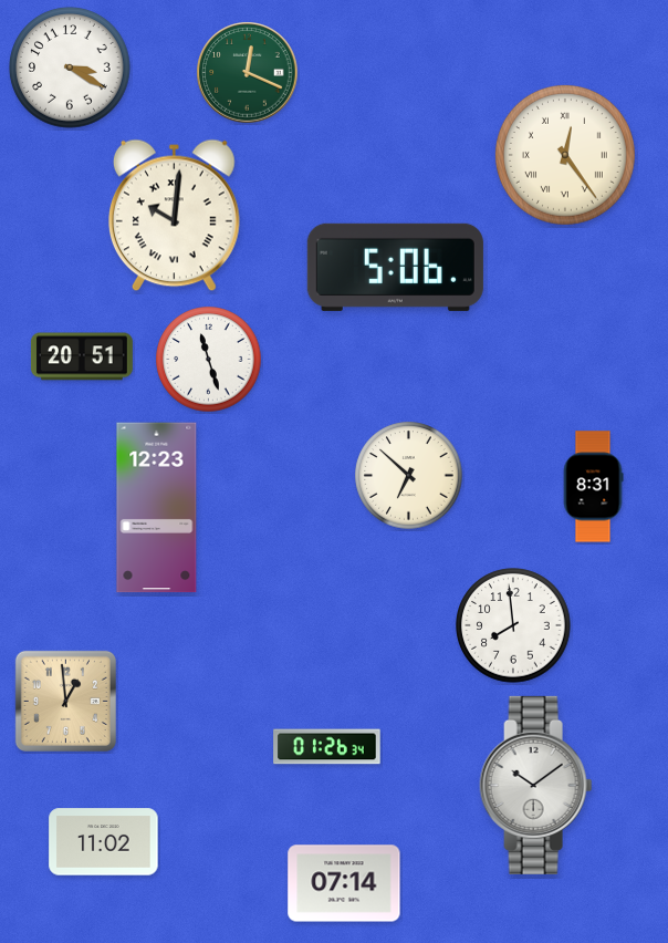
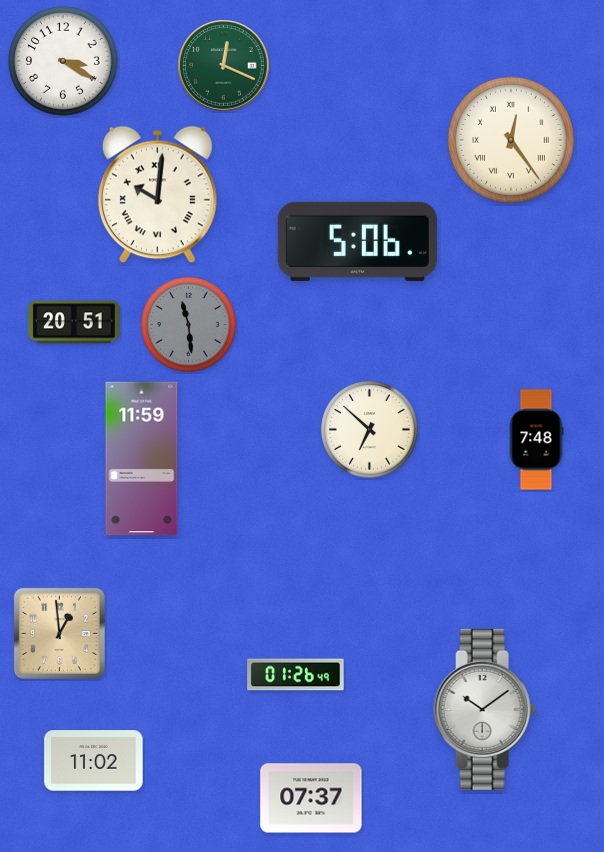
clock at (209, 360): 11:27 -> 11:29
clock at (209, 360) dial: white -> grey
clock at (593, 487): 8:31 -> 7:48
clock at (157, 508): 12:23 -> 11:59
clock at (513, 625): 7:59 -> none
clock at (327, 747): 01:26:34 -> 01:26:49
clock at (344, 883): 07:14 -> 07:37
